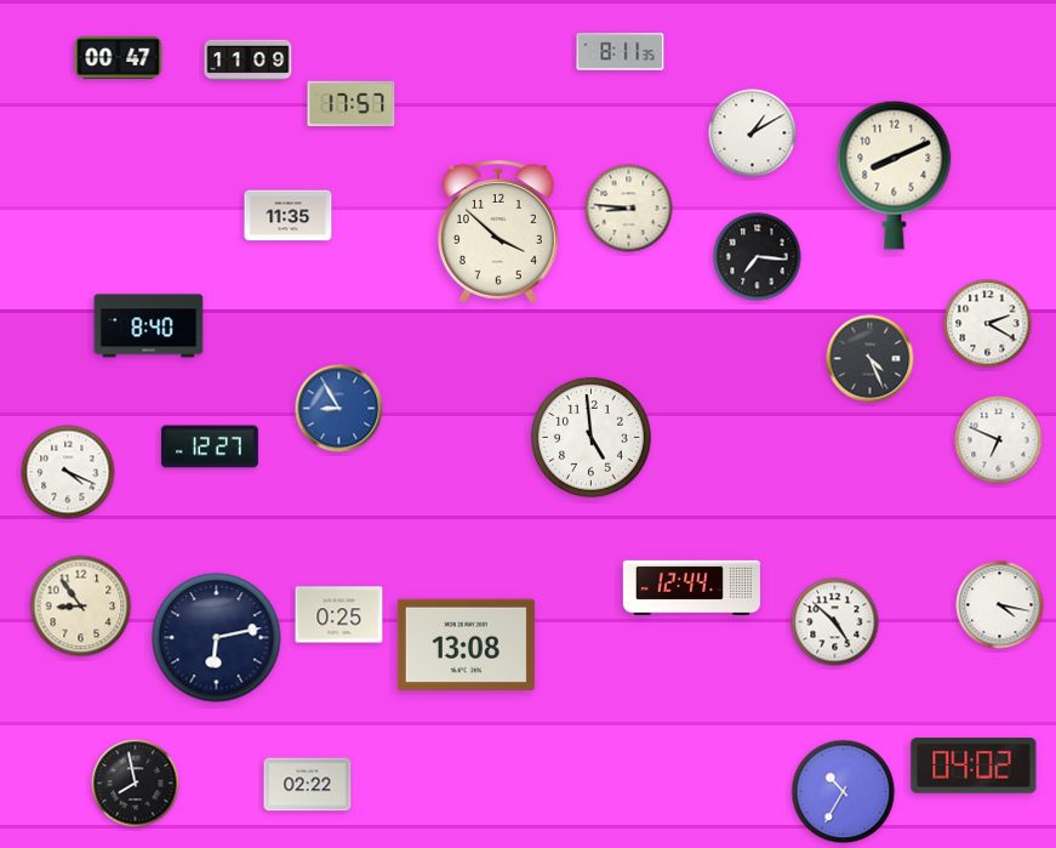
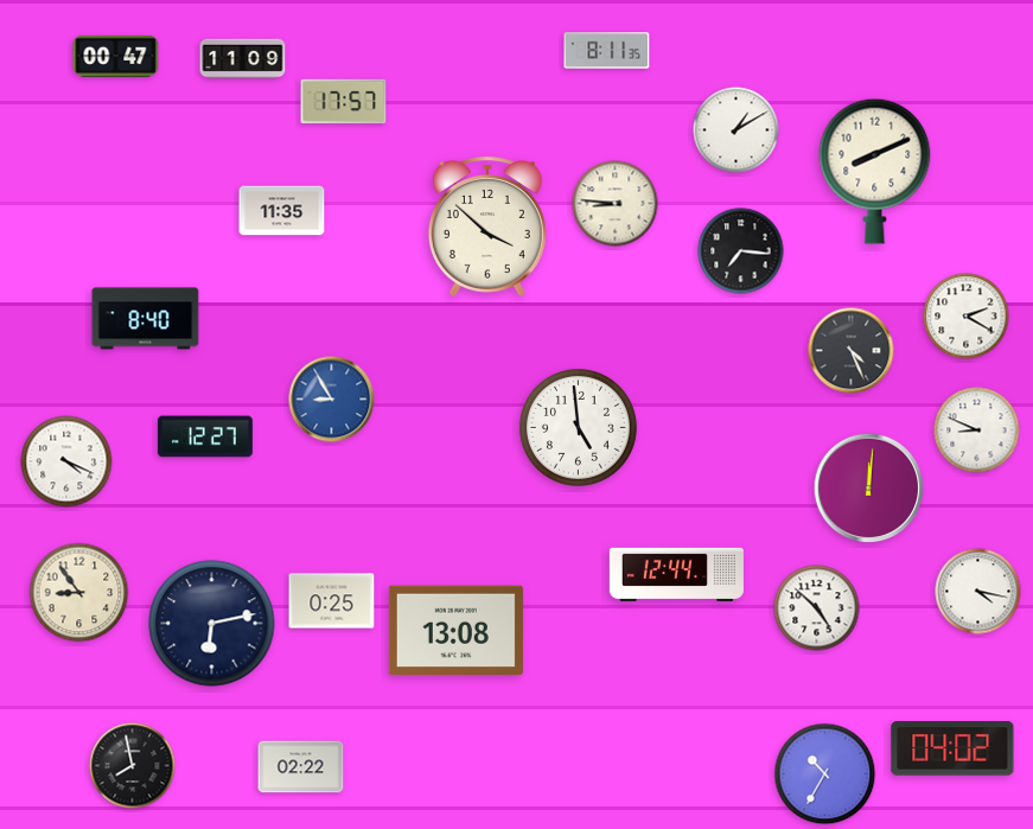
clock at (999, 440): 6:49 -> 8:49
clock at (869, 489): none -> 12:01
